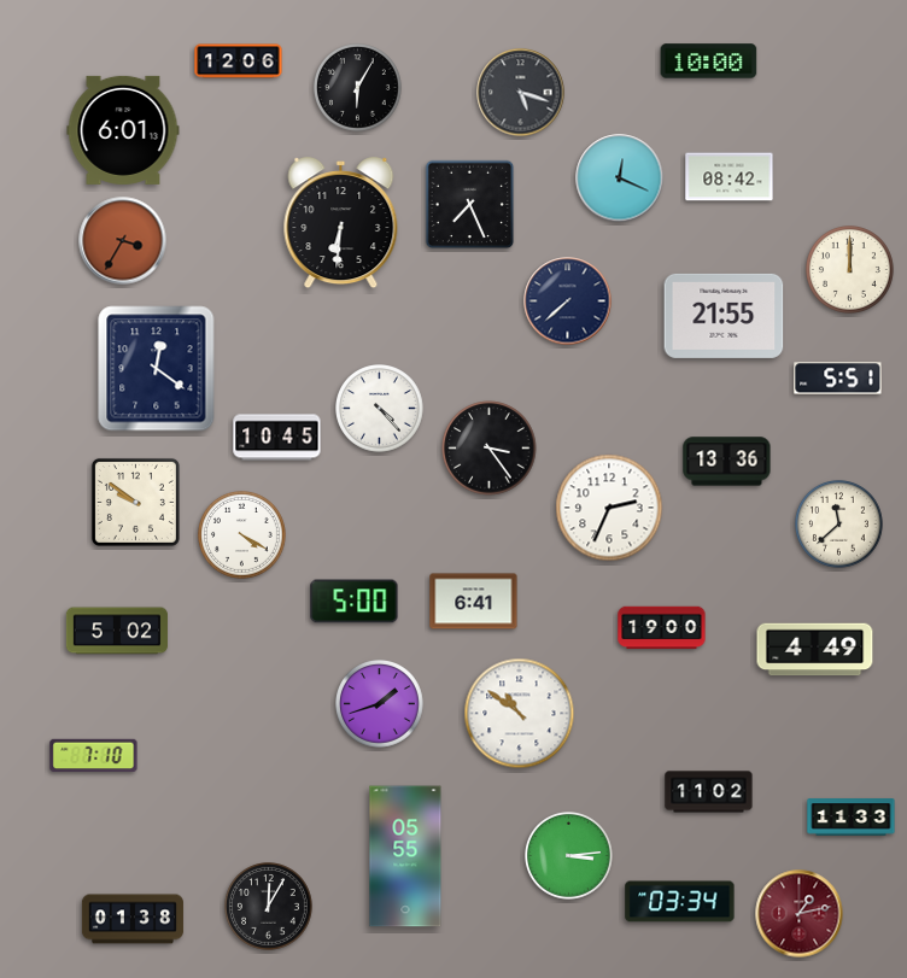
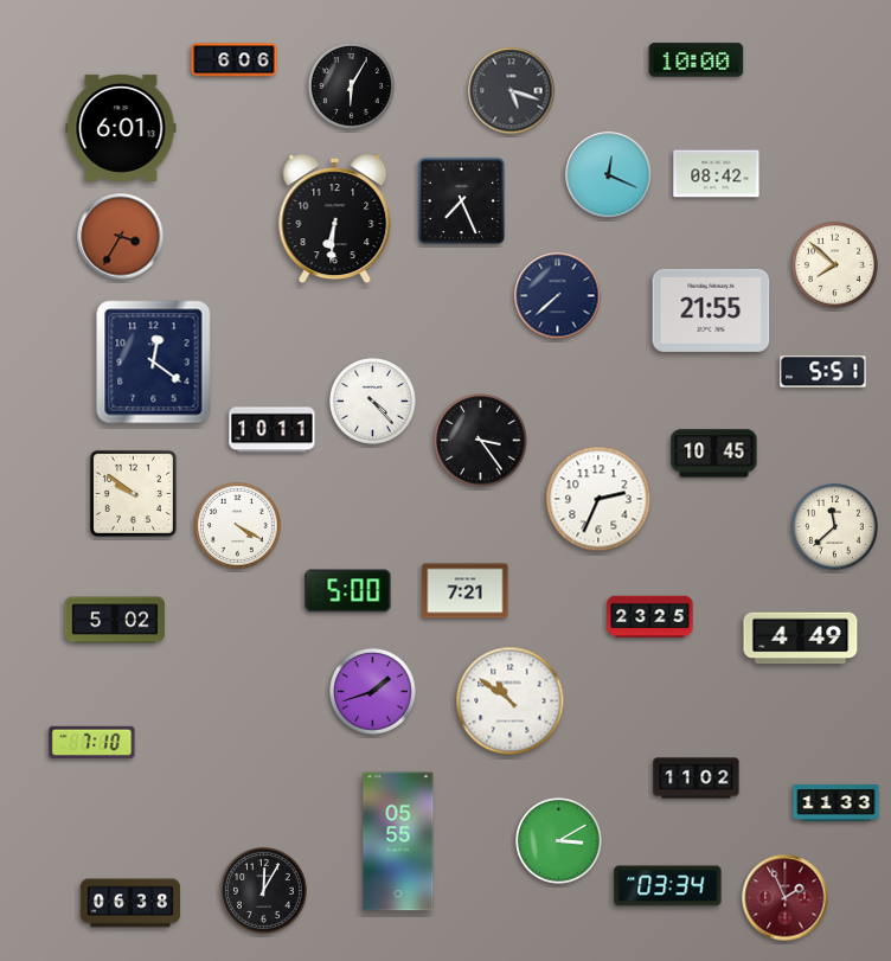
clock at (239, 62): 12:06 -> 6:06
clock at (850, 270): 12:00 -> 7:52
clock at (277, 438): 10:45 -> 10:11
clock at (727, 462): 13:36 -> 10:45
clock at (839, 525) position: (839, 525) -> (835, 527)
clock at (474, 602): 6:41 -> 7:21
clock at (662, 628): 19:00 -> 23:25
clock at (569, 856): 3:14 -> 3:10
clock at (800, 914): 1:13 -> 1:56
clock at (133, 919): 01:38 -> 06:38
